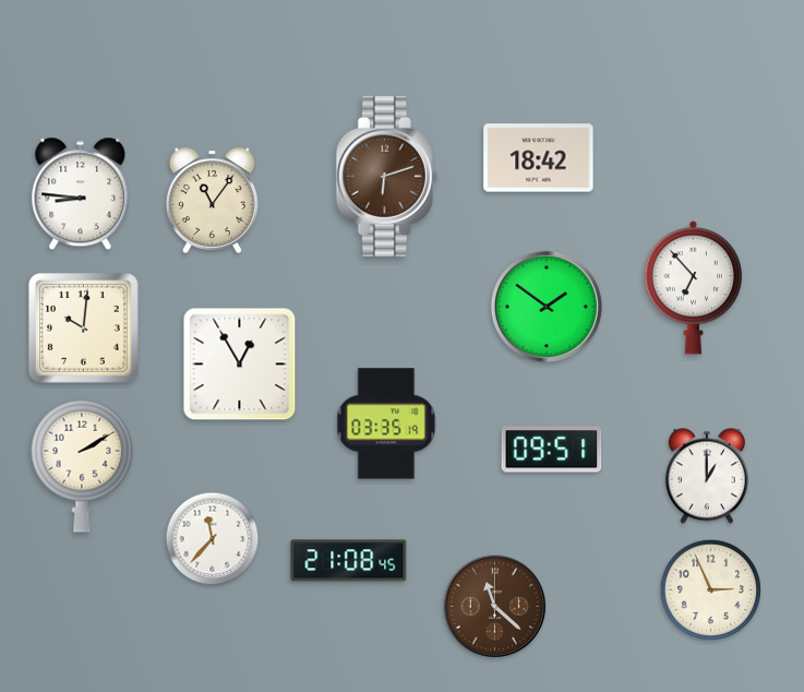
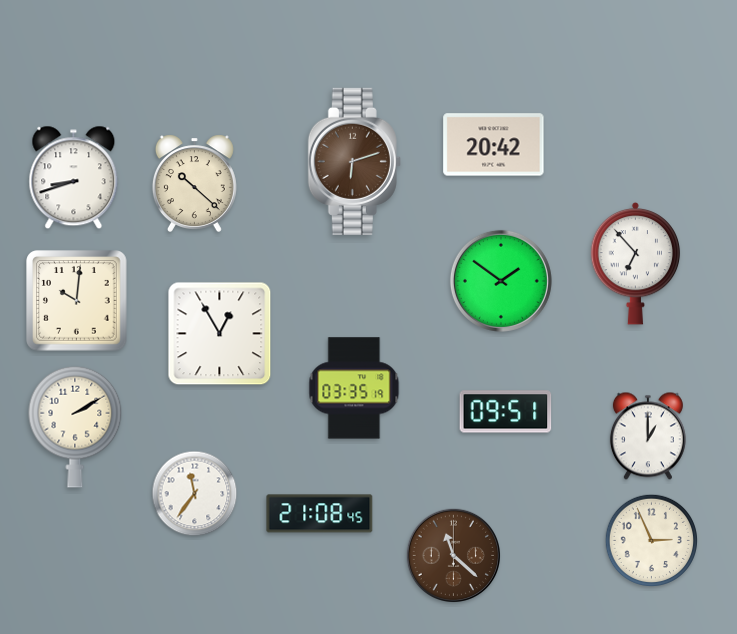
clock at (539, 158): 18:42 -> 20:42
clock at (81, 194): 8:46 -> 8:42
clock at (212, 200): 11:06 -> 10:22
clock at (213, 539): 11:37 -> 11:36
